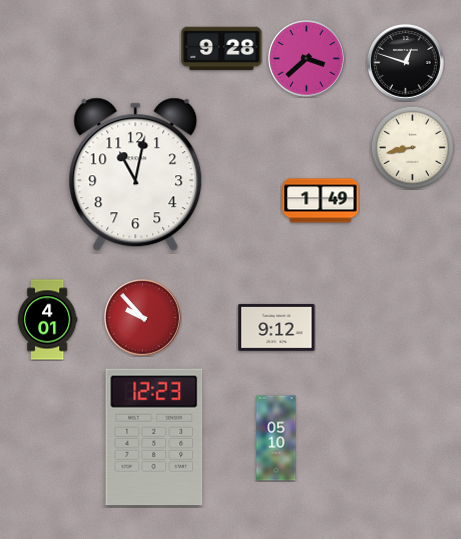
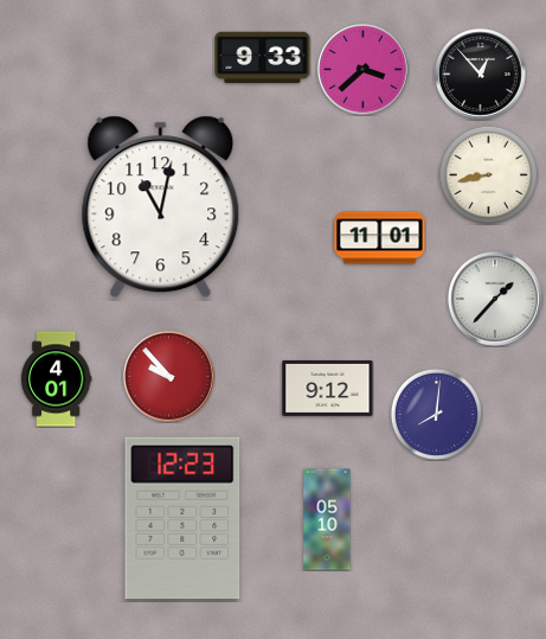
clock at (222, 49): 9:28 -> 9:33
clock at (406, 63): 12:48 -> 12:53
clock at (321, 201): 1:49 -> 11:01
clock at (495, 299): none -> 1:37
clock at (436, 414): none -> 8:01
